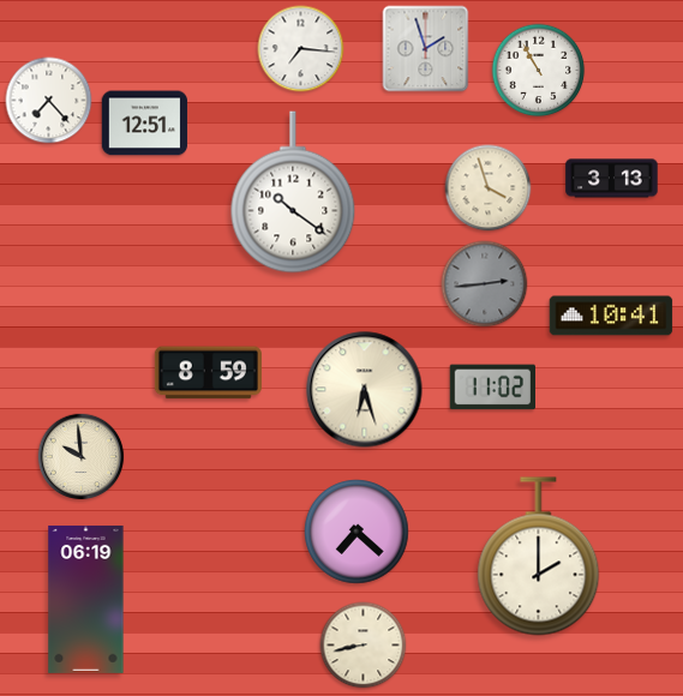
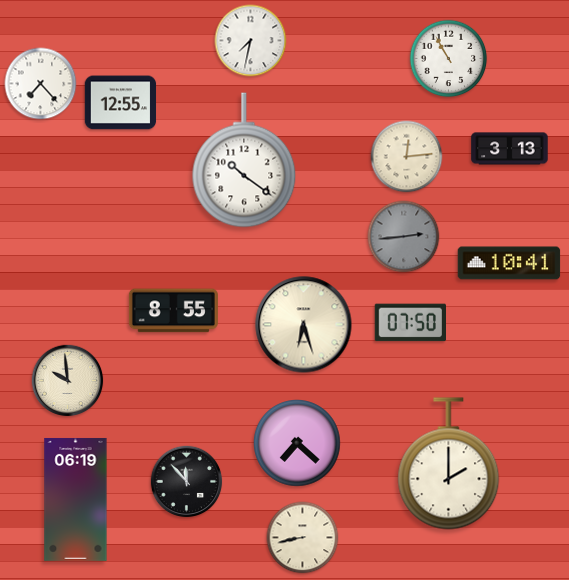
clock at (301, 49): 7:16 -> 7:32
clock at (426, 49): 1:57 -> none
clock at (145, 124): 12:51 -> 12:55
clock at (489, 188): 3:57 -> 12:14
clock at (208, 373): 8:59 -> 8:55
clock at (492, 388): 11:02 -> 07:50
clock at (187, 482): none -> 11:53
clock at (86, 599) position: (86, 599) -> (76, 499)
